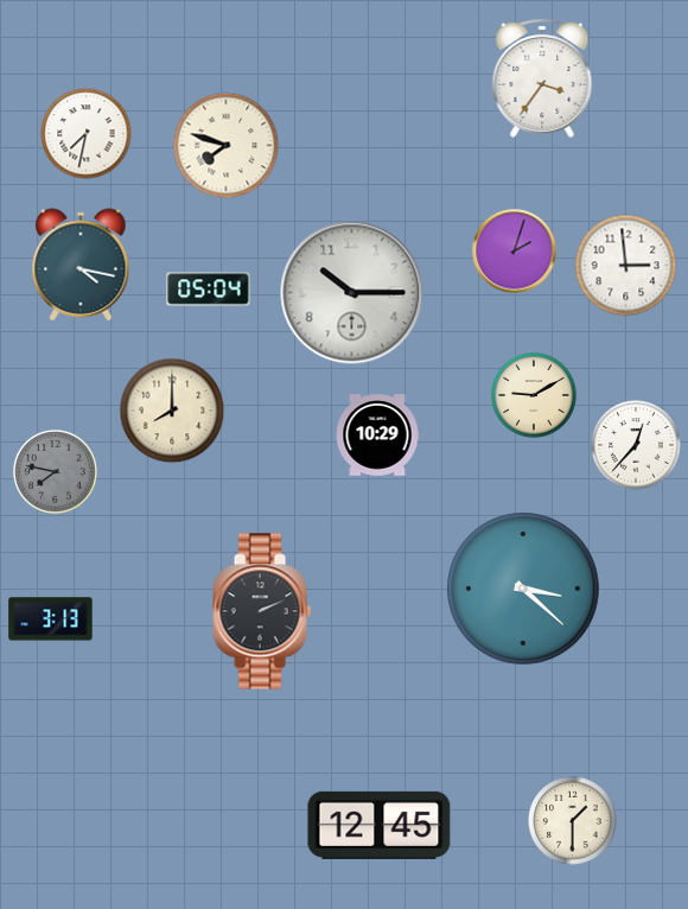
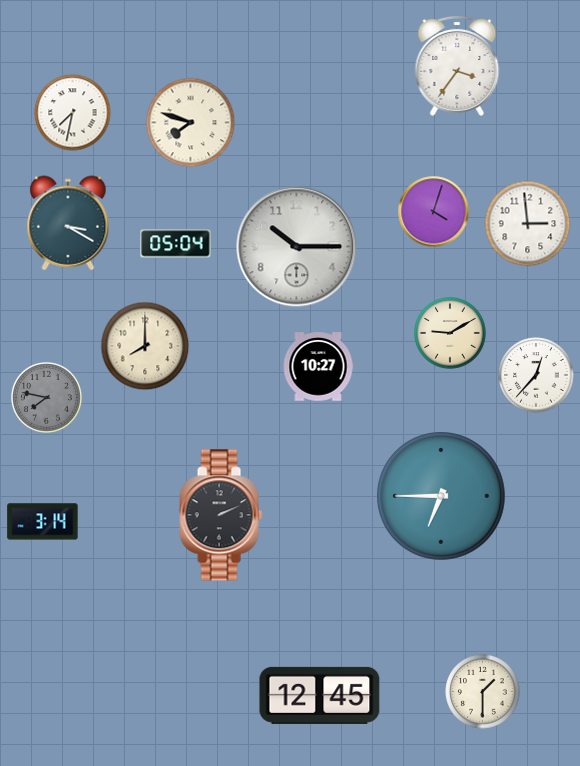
clock at (515, 252): 2:03 -> 4:03
clock at (81, 265): 4:17 -> 3:20
clock at (377, 436): 10:29 -> 10:27
clock at (524, 590): 3:22 -> 6:45
clock at (51, 619): 3:13 -> 3:14
